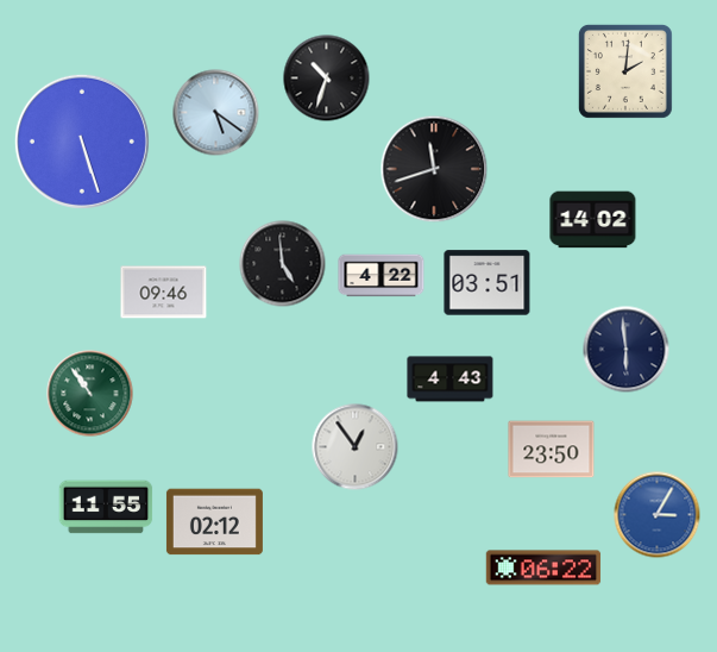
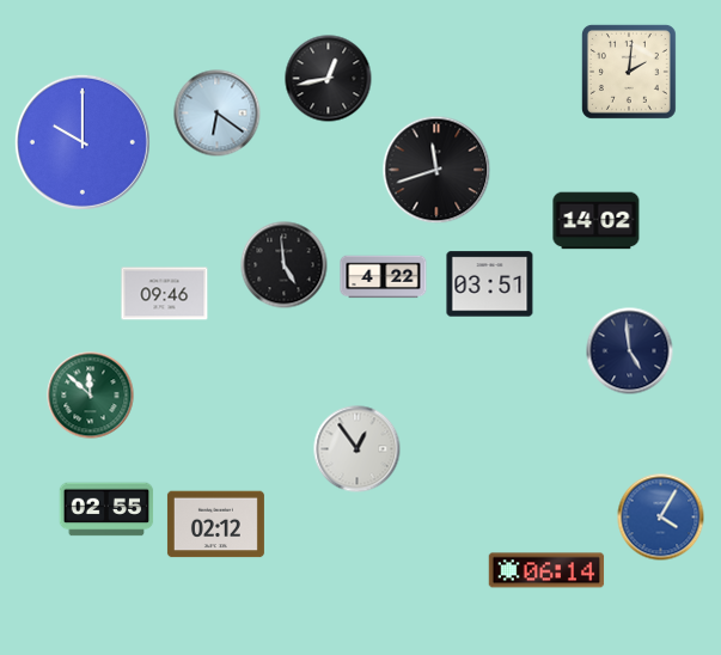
clock at (327, 79): 10:33 -> 12:43
clock at (216, 113): 5:21 -> 6:21
clock at (82, 142): 5:27 -> 10:00
clock at (627, 350): 5:59 -> 4:59
clock at (451, 380): 4:43 -> none
clock at (90, 394): 10:54 -> 11:52
clock at (552, 450): 23:50 -> none
clock at (106, 507): 11:55 -> 02:55
clock at (658, 515): 3:05 -> 4:05
clock at (543, 568): 06:22 -> 06:14
